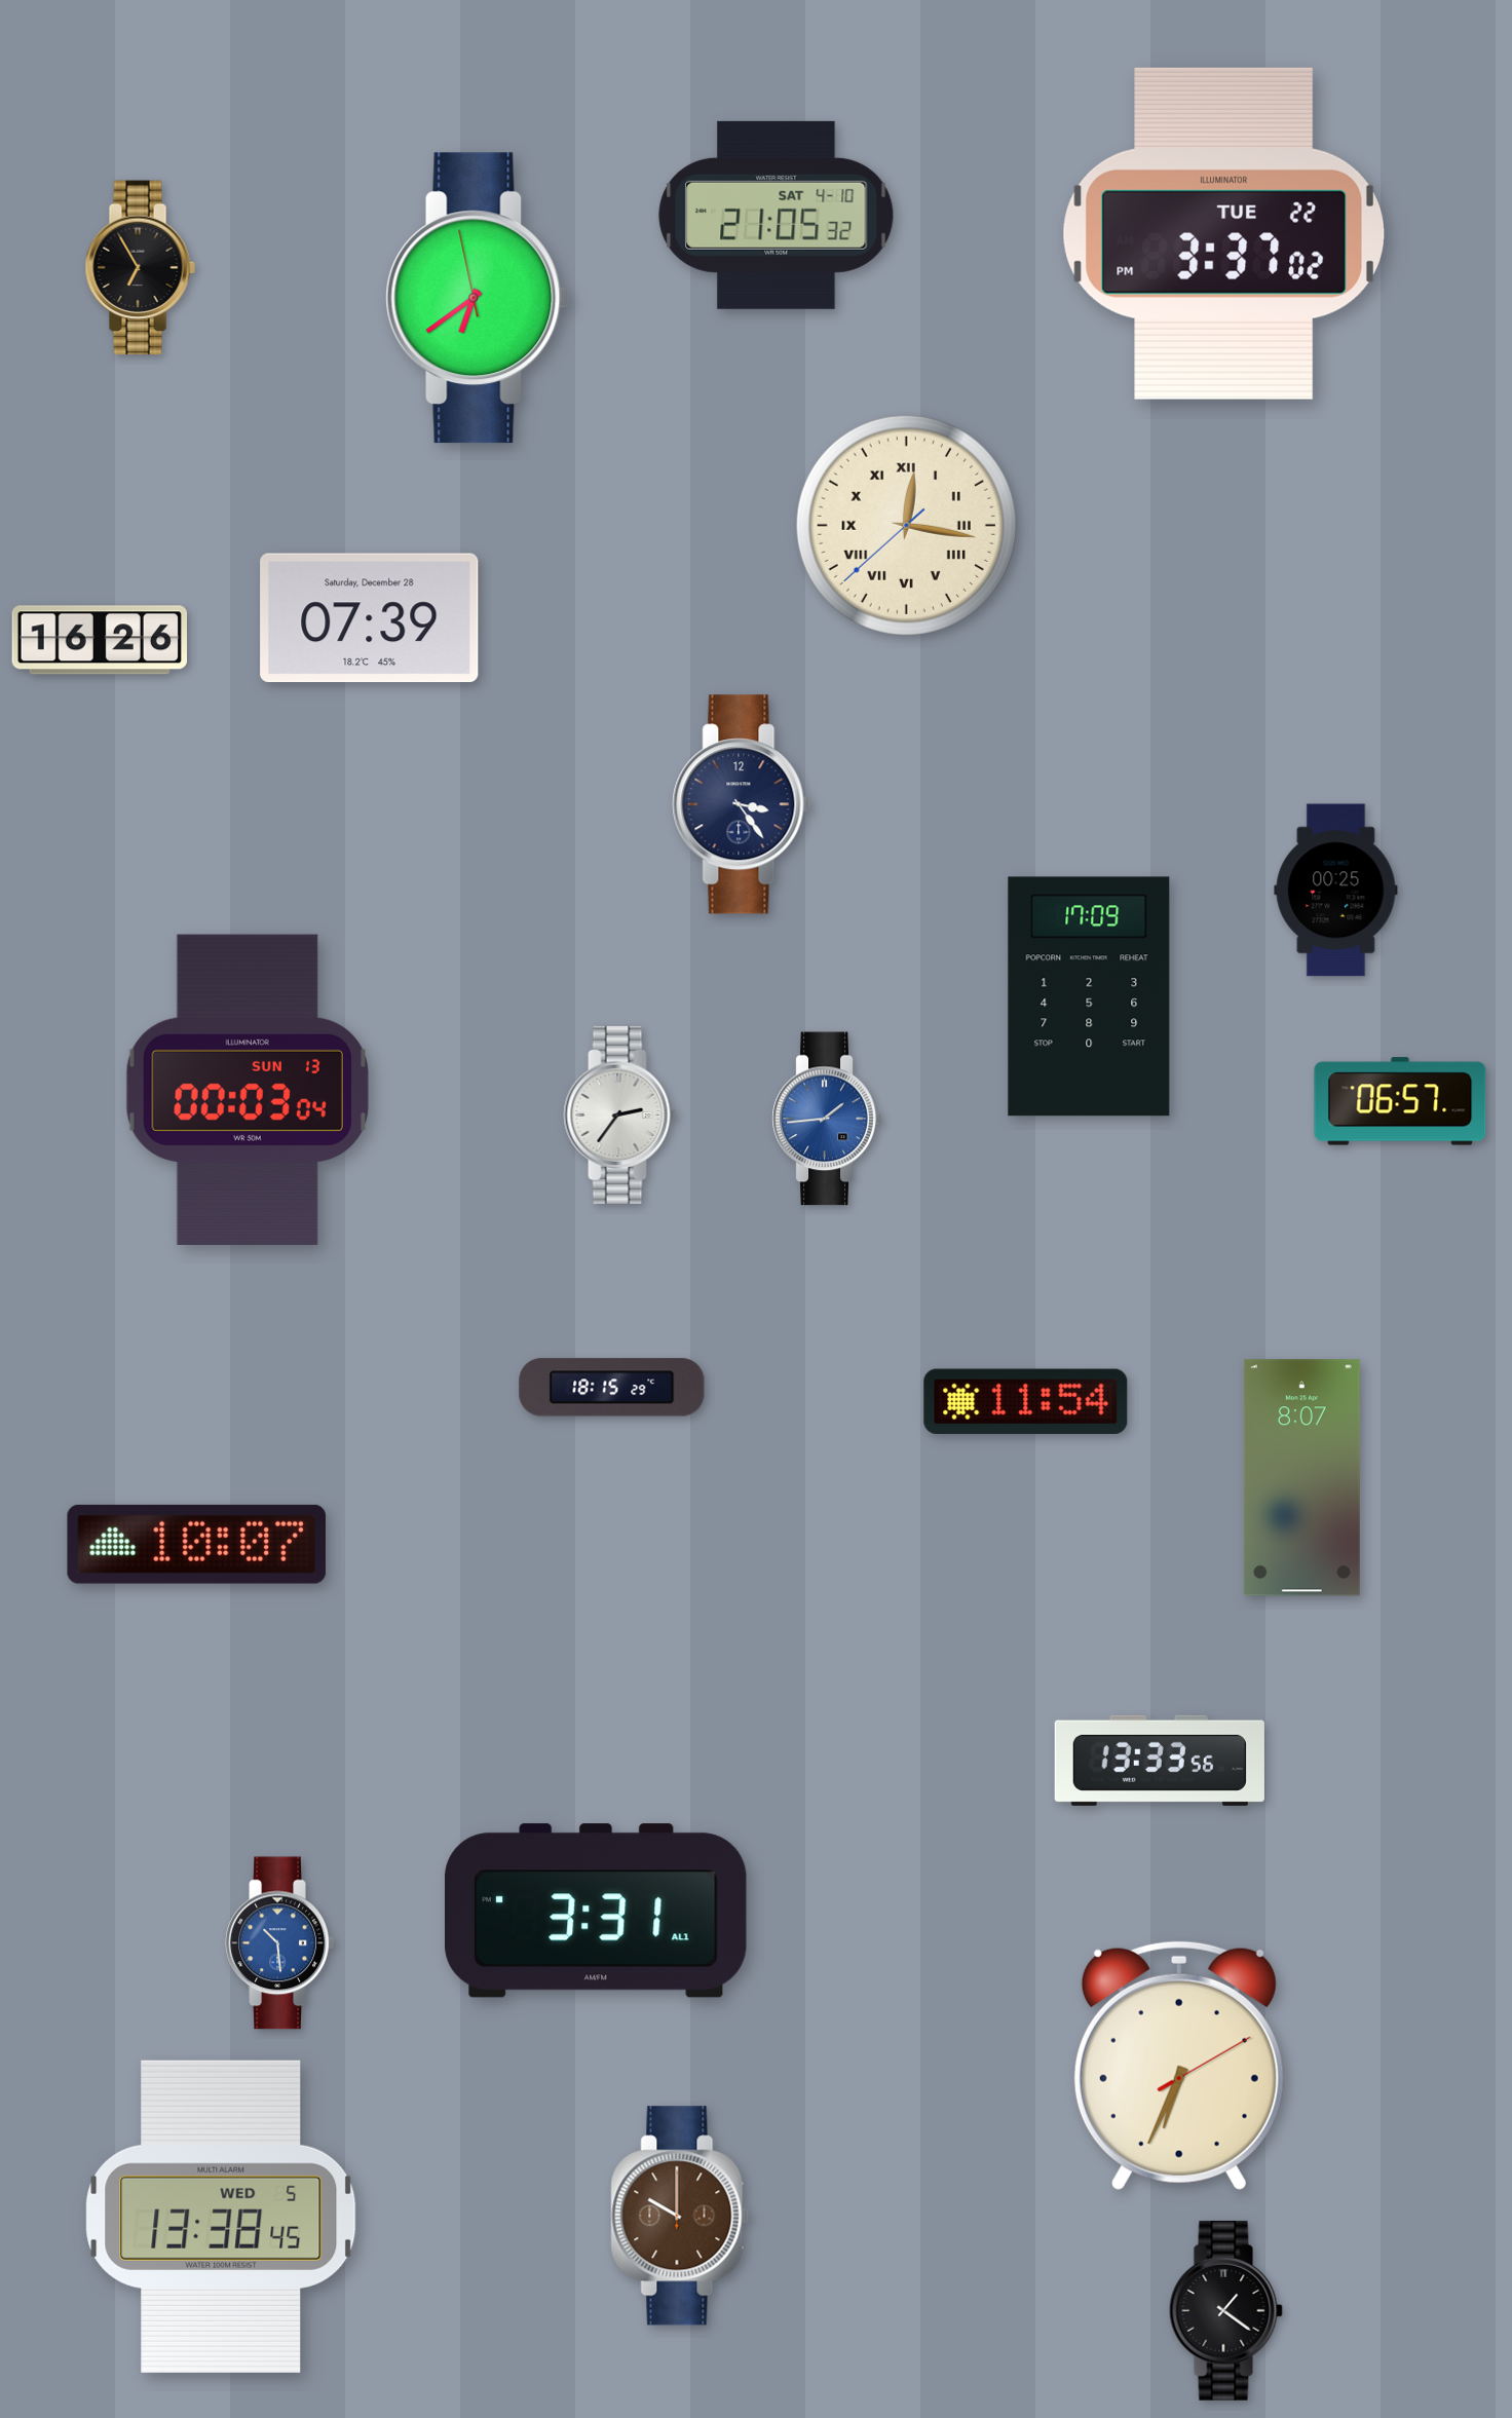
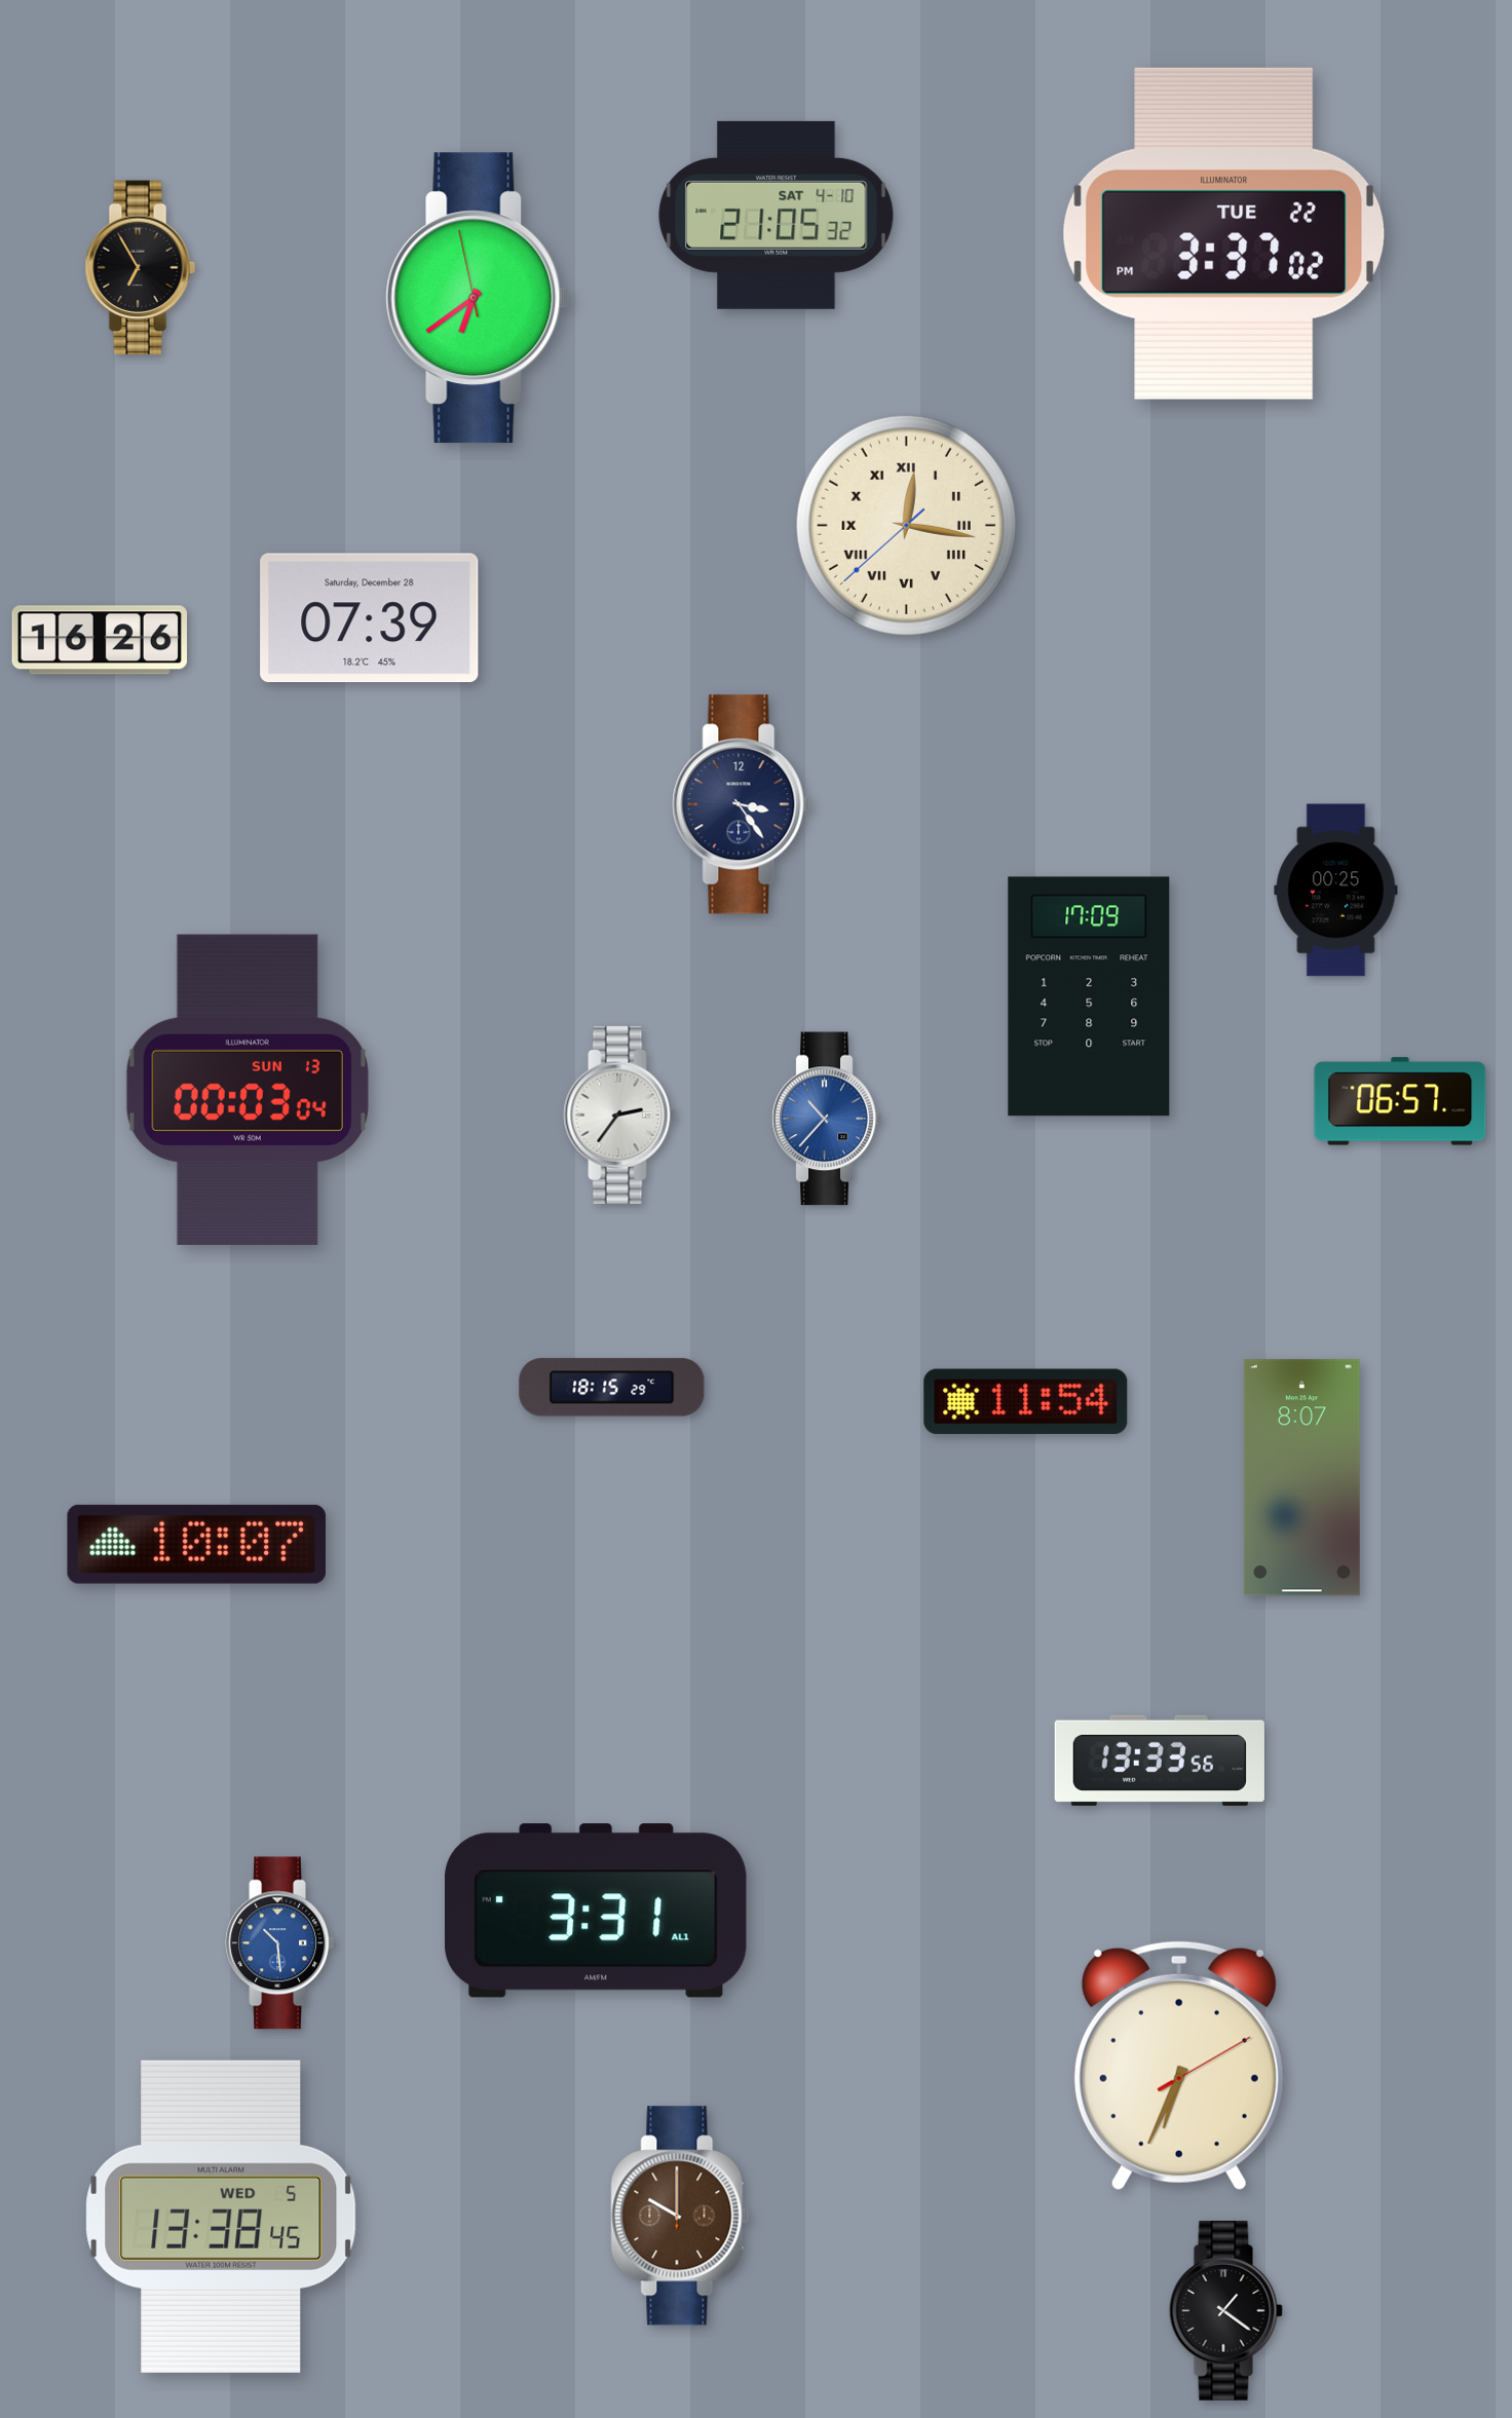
clock at (827, 1119): 1:44 -> 10:37
